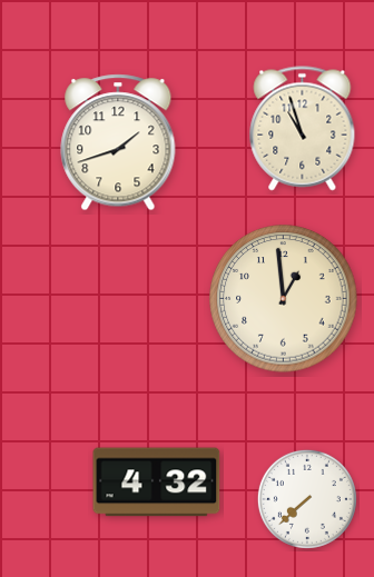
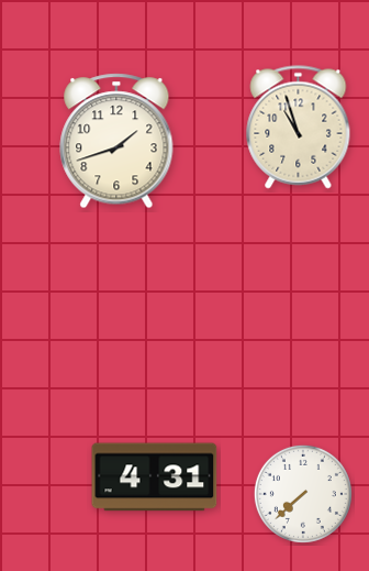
clock at (284, 299): 12:59 -> none
clock at (157, 483): 4:32 -> 4:31
